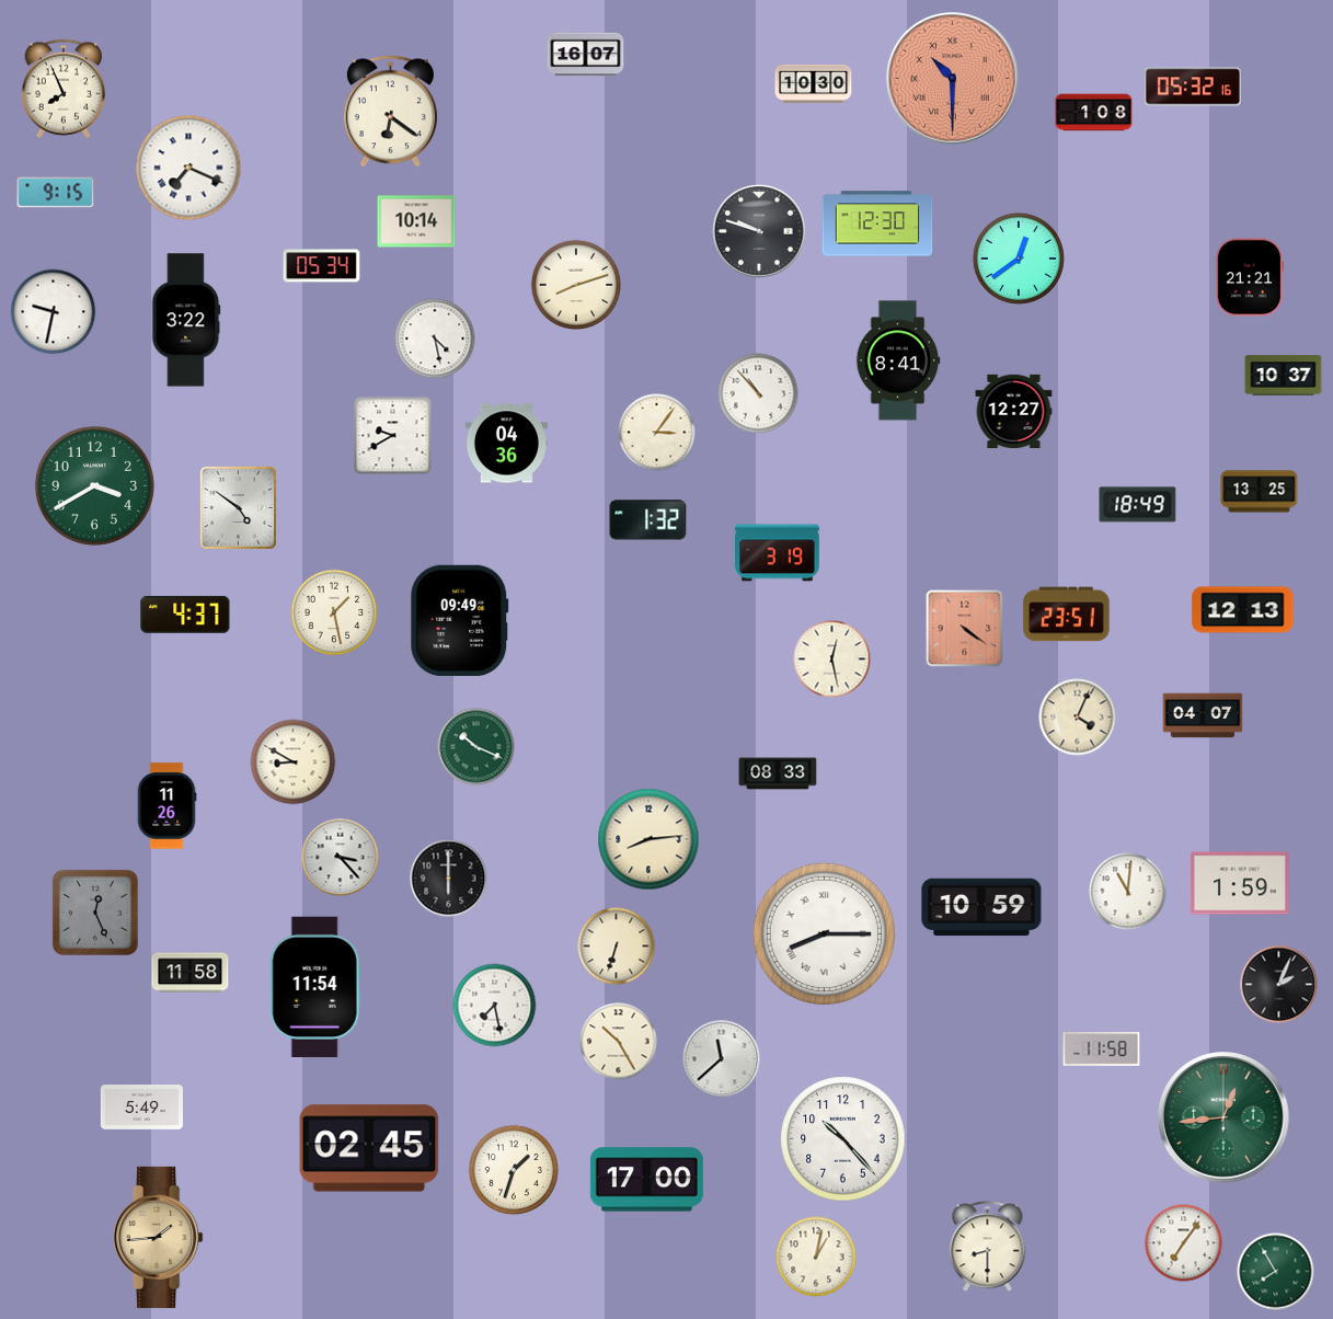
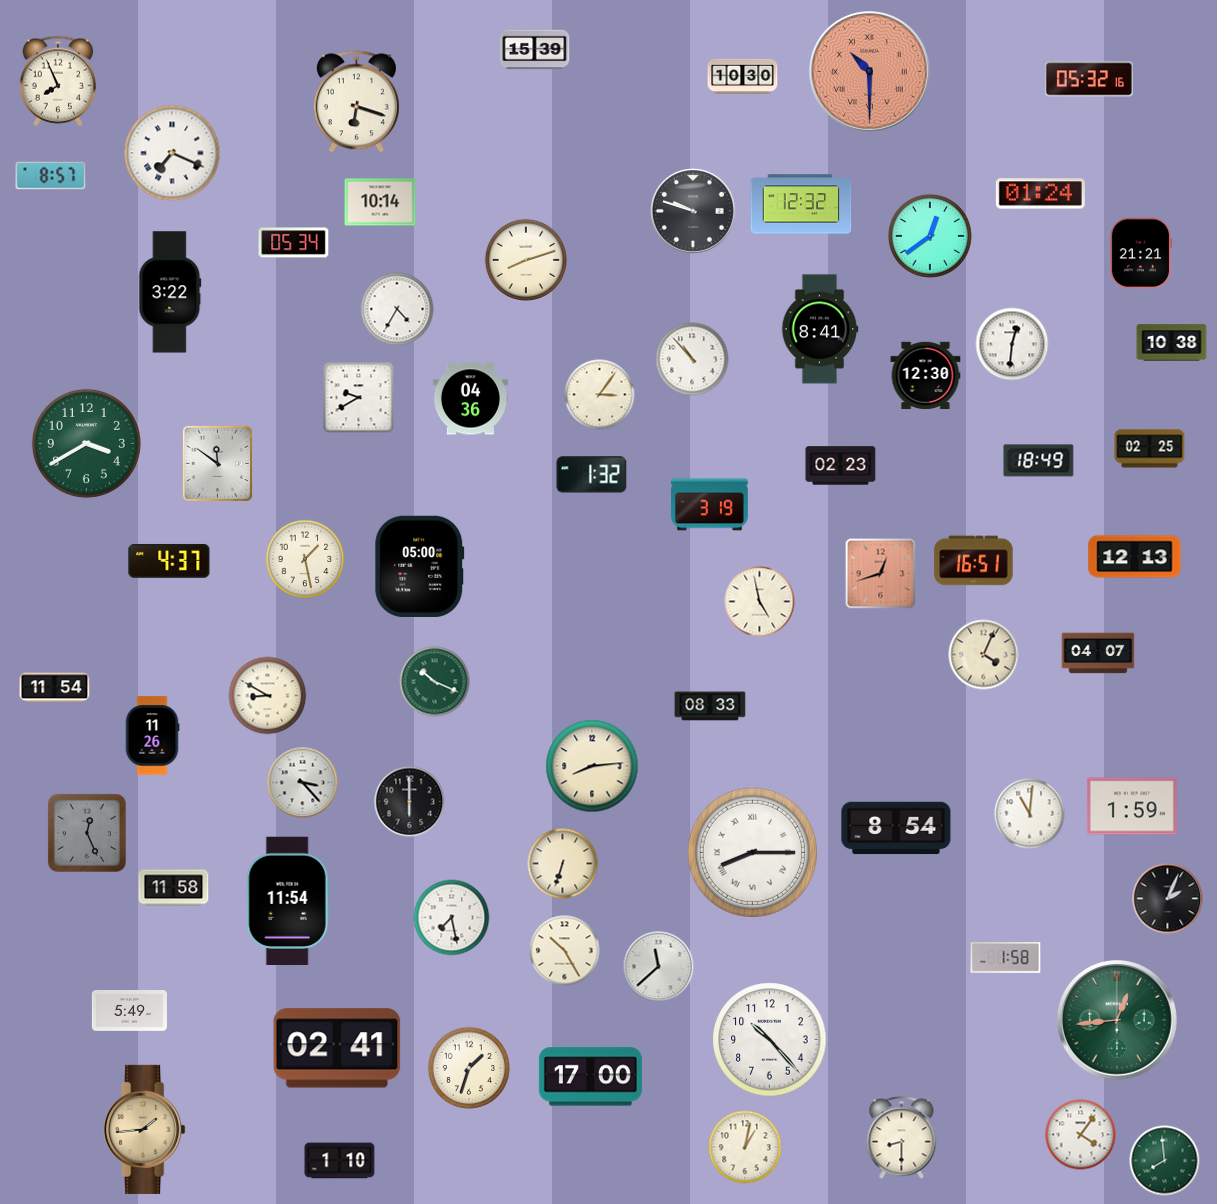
clock at (586, 55): 16:07 -> 15:39
clock at (390, 112): 6:21 -> 6:18
clock at (1094, 113): 1:08 -> none
clock at (56, 193): 9:15 -> 8:57
clock at (1040, 194): none -> 01:24
clock at (877, 223): 12:30 -> 12:32
clock at (54, 312): 9:32 -> none
clock at (435, 339): 4:28 -> 4:35
clock at (1284, 376): 10:37 -> 10:38
clock at (1012, 344): none -> 12:31
clock at (1014, 412): 12:27 -> 12:30
clock at (506, 444) position: (506, 444) -> (470, 399)
clock at (1260, 492): 13:25 -> 02:25
clock at (238, 507): 4:51 -> 11:51
clock at (841, 466): none -> 02:23
clock at (1067, 615): 23:51 -> 16:51
clock at (460, 620): 09:49 -> 05:00
clock at (965, 629): 4:21 -> 12:42
clock at (832, 659): 12:28 -> 4:58
clock at (55, 688): none -> 11:54
clock at (341, 858) position: (341, 858) -> (303, 783)
clock at (981, 907): 10:59 -> 8:54
clock at (1102, 1050): 11:58 -> 1:58
clock at (369, 1148): 02:45 -> 02:41
clock at (1184, 1243): 7:06 -> 4:06
clock at (340, 1161): none -> 1:10
clock at (1276, 1272): 7:55 -> 7:59
